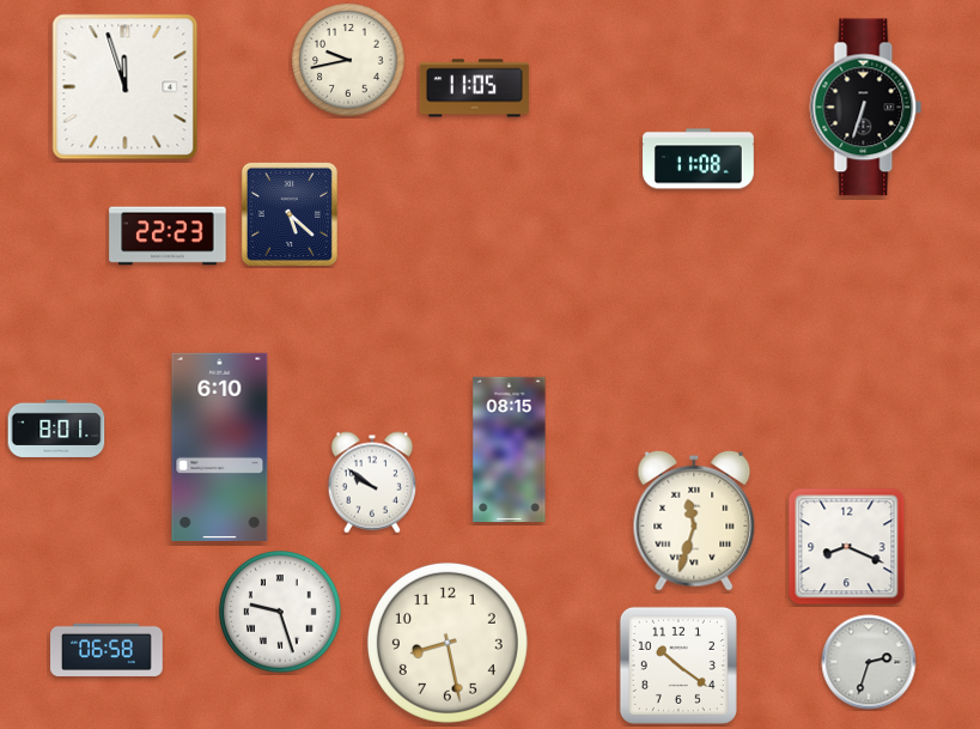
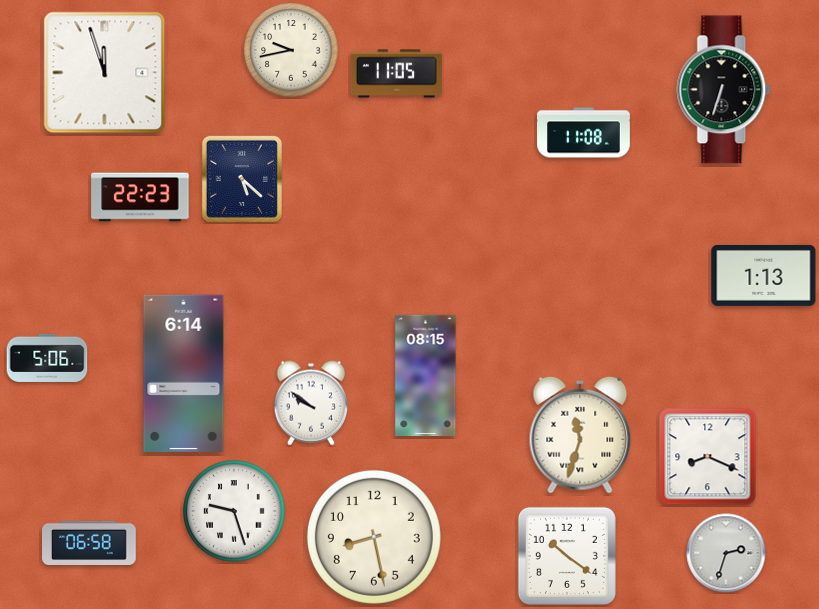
clock at (764, 275): none -> 1:13
clock at (56, 429): 8:01 -> 5:06
clock at (220, 446): 6:10 -> 6:14
